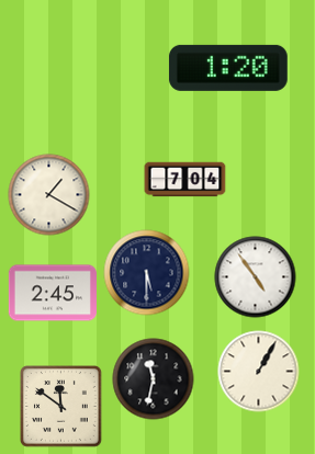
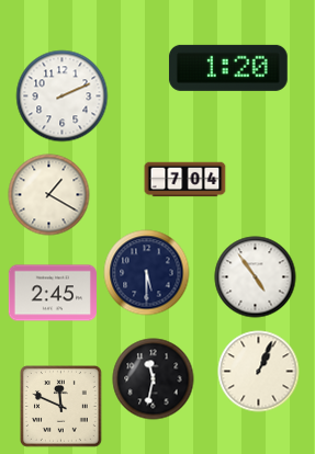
clock at (63, 97): none -> 2:11
clock at (259, 372): 1:05 -> 1:04
clock at (61, 407): 11:51 -> 11:49
